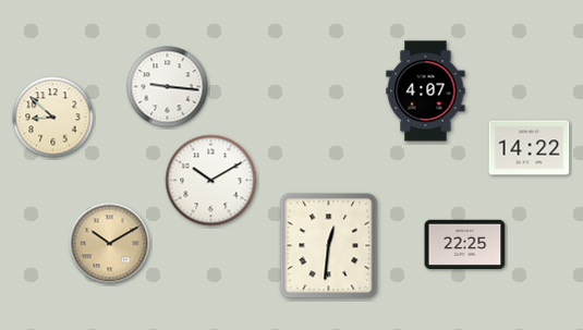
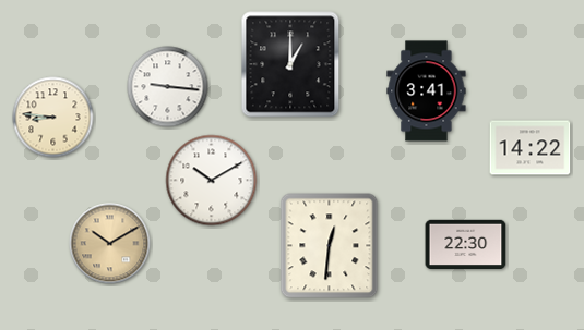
clock at (290, 64): none -> 1:00
clock at (426, 91): 4:07 -> 3:41
clock at (53, 118): 8:52 -> 8:46
clock at (465, 244): 22:25 -> 22:30
